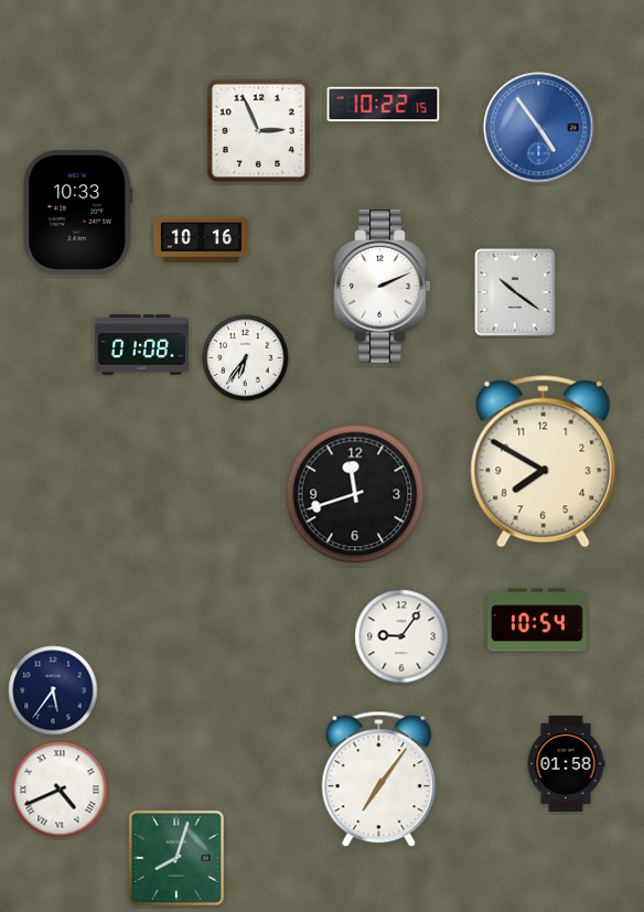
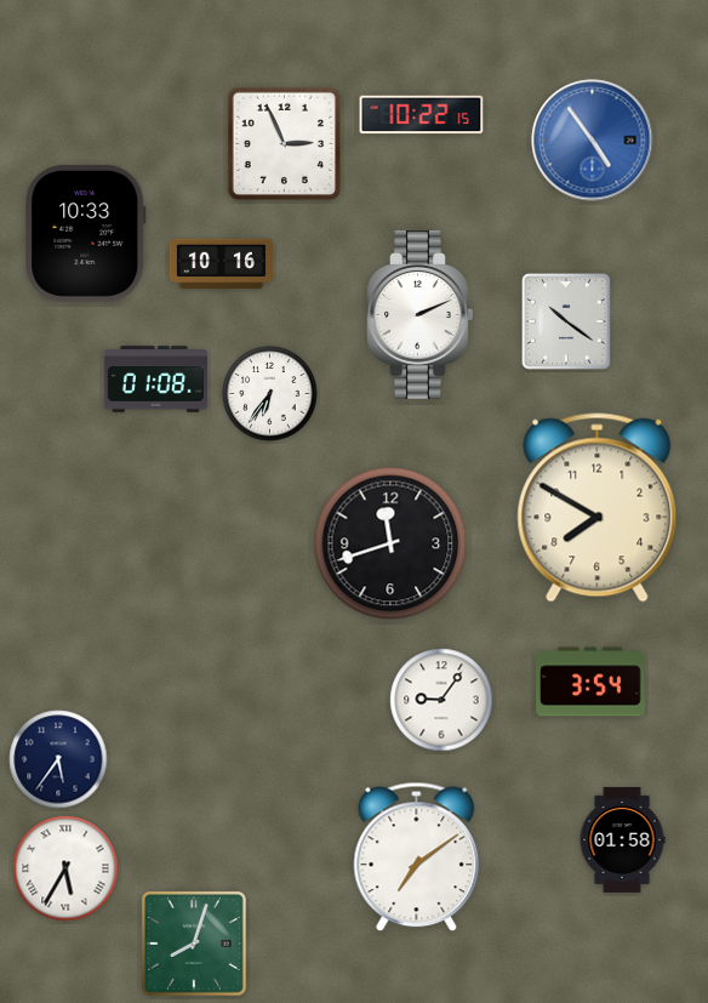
clock at (537, 620): 10:54 -> 3:54
clock at (379, 780): 7:06 -> 7:09
clock at (60, 790): 4:41 -> 5:35
